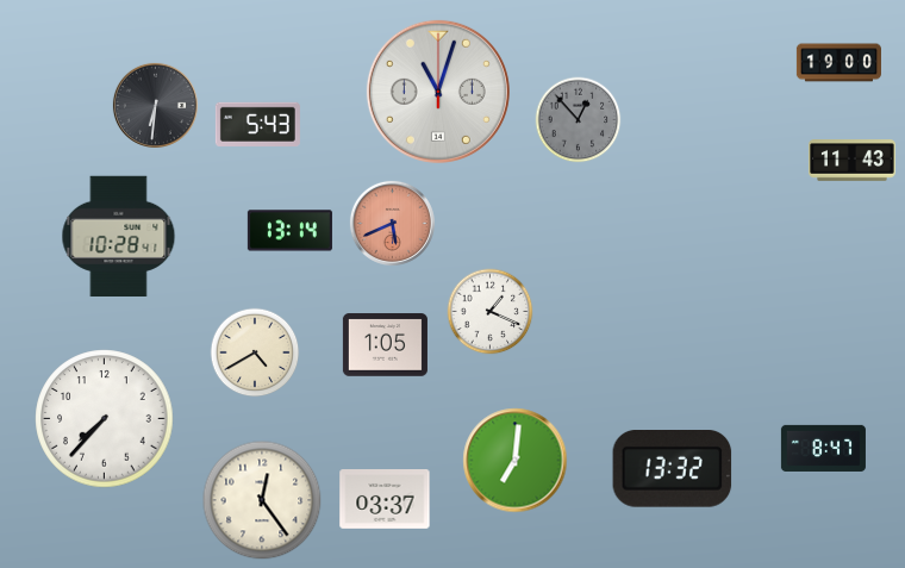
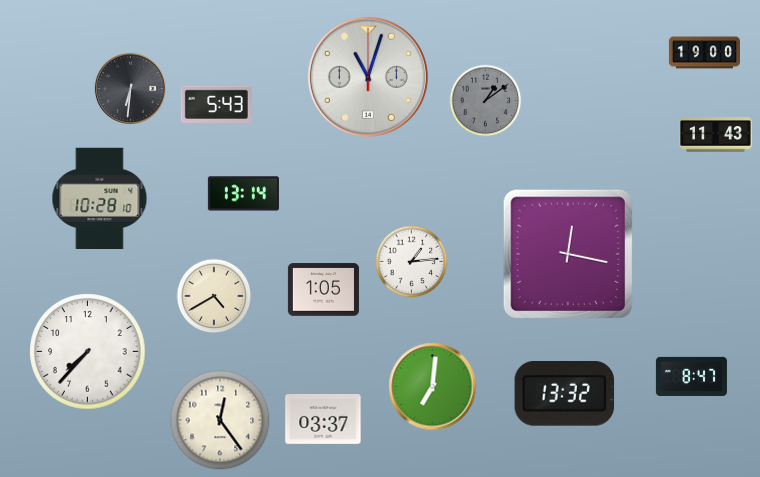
clock at (579, 120): 12:53 -> 1:09
clock at (392, 223): 5:41 -> none
clock at (119, 236): 10:28:41 -> 10:28:10
clock at (567, 253): none -> 12:17
clock at (491, 312): 1:19 -> 1:14
